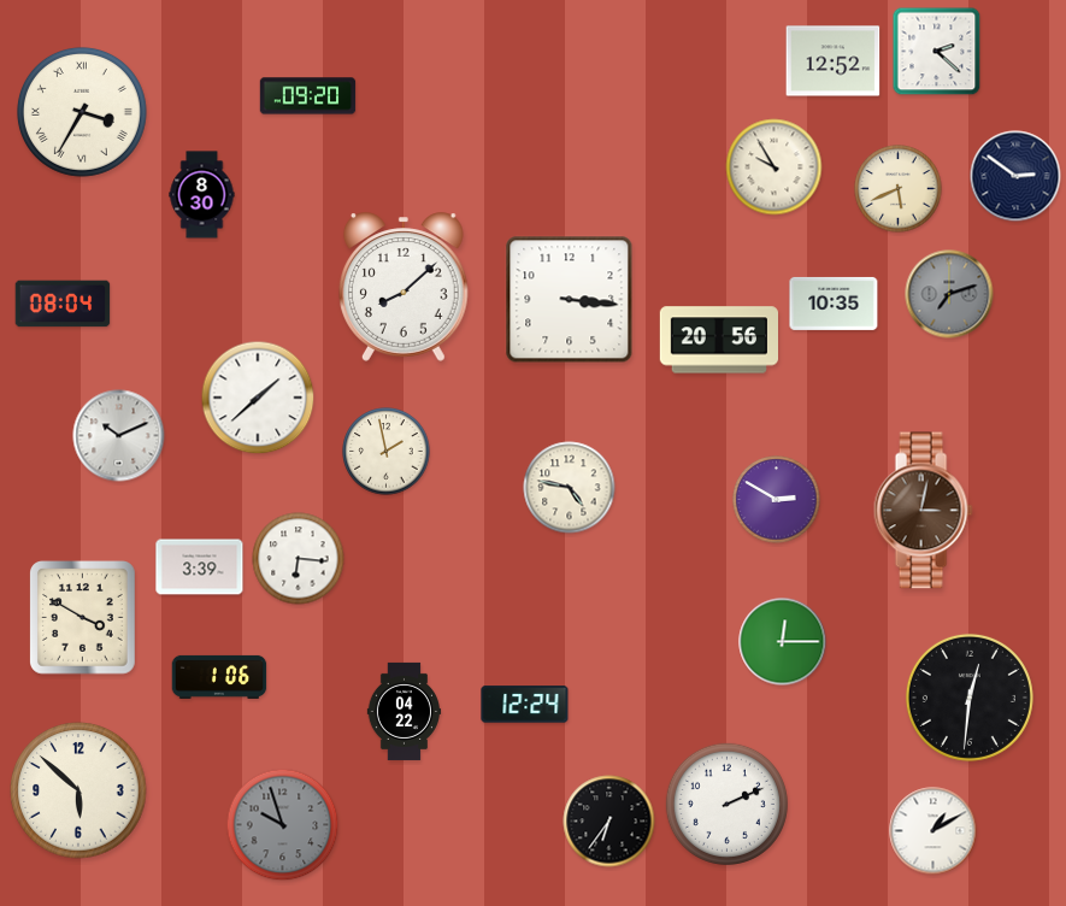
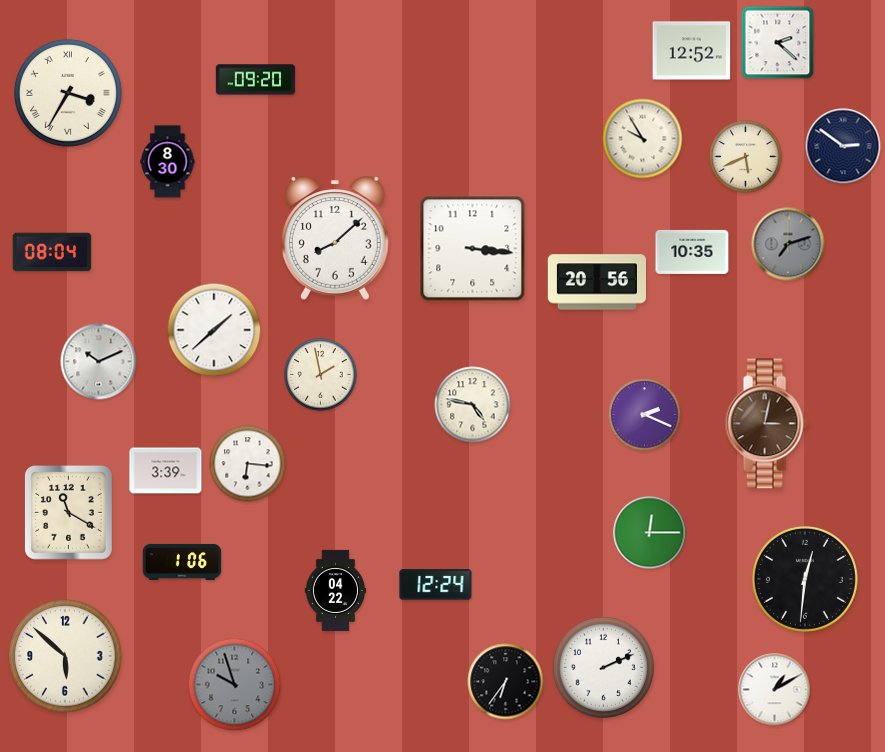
clock at (777, 500): 2:50 -> 2:19
clock at (83, 618): 3:50 -> 11:20
